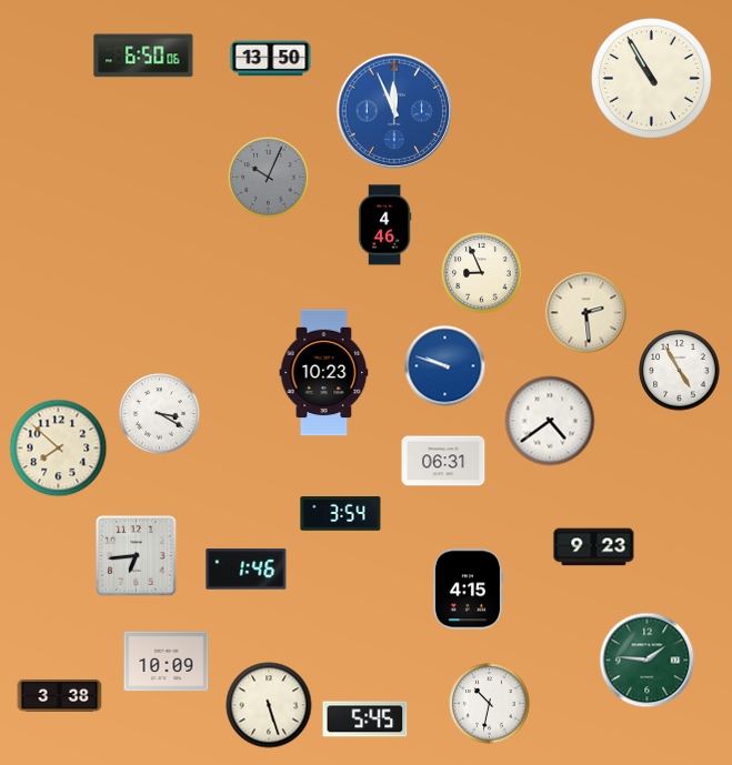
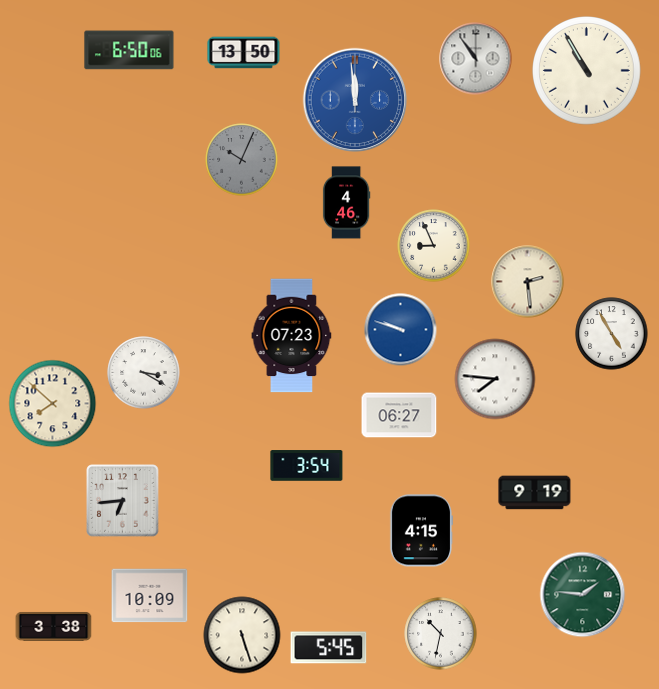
clock at (476, 59): none -> 10:54
clock at (394, 111): 11:56 -> 11:59
clock at (324, 373): 10:23 -> 07:23
clock at (550, 421): 4:39 -> 7:46
clock at (443, 461): 06:31 -> 06:27
clock at (341, 514) position: (341, 514) -> (307, 466)
clock at (594, 547): 9:23 -> 9:19
clock at (247, 570): 1:46 -> none
